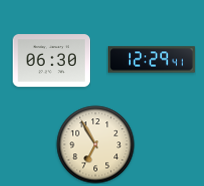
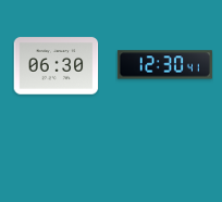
clock at (151, 60): 12:29 -> 12:30
clock at (95, 144): 6:55 -> none
